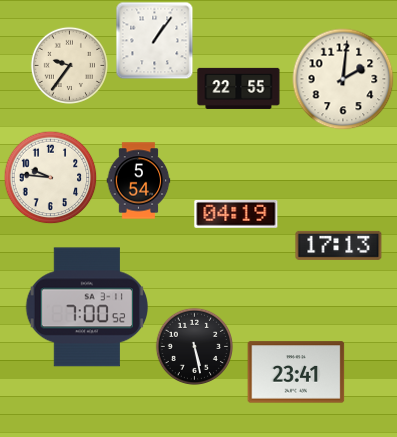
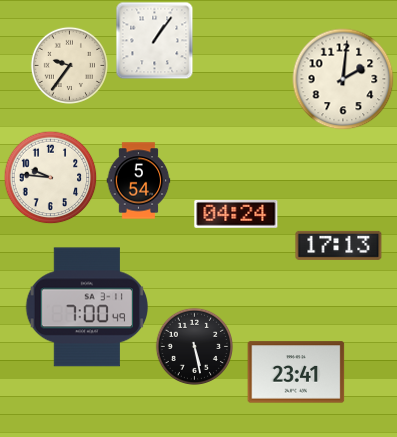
clock at (239, 88): 22:55 -> none
clock at (236, 214): 04:19 -> 04:24
clock at (86, 307): 7:00:52 -> 7:00:49
